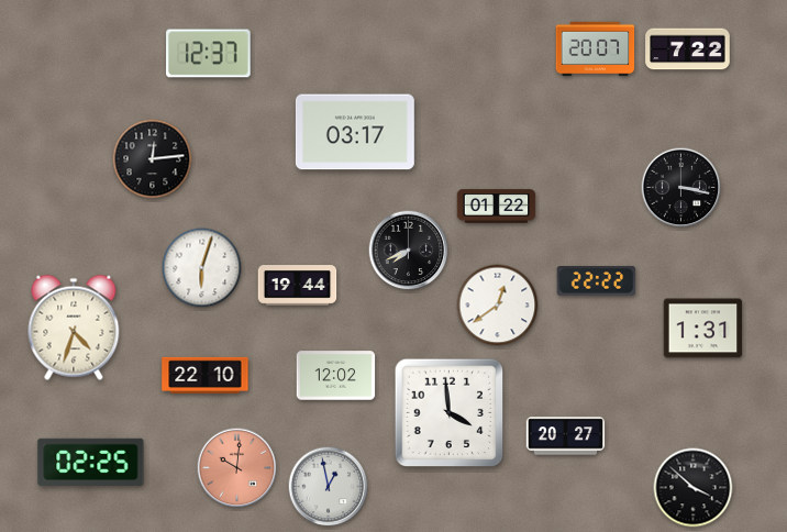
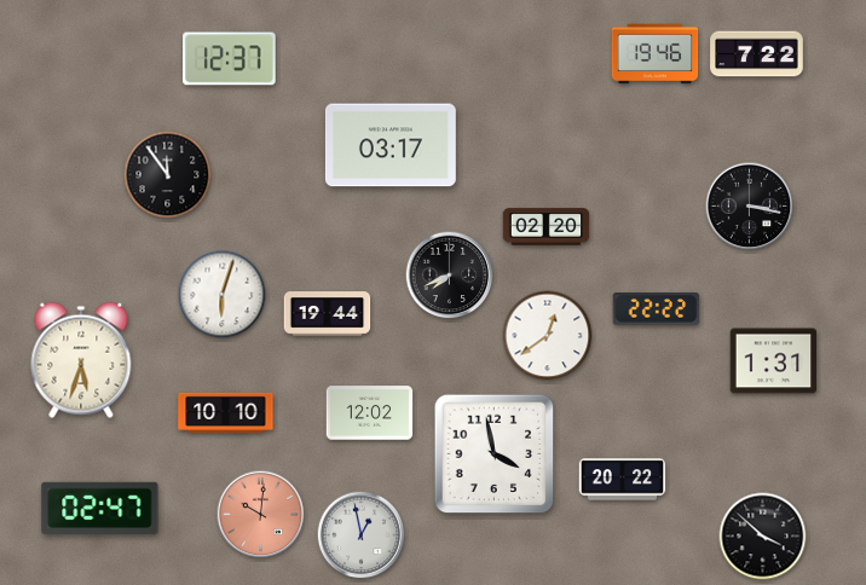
clock at (596, 49): 20:07 -> 19:46
clock at (153, 159): 12:14 -> 11:54
clock at (497, 207): 01:22 -> 02:20
clock at (74, 328): 4:33 -> 5:33
clock at (206, 375): 22:10 -> 10:10
clock at (450, 413): 3:59 -> 3:58
clock at (566, 436): 20:27 -> 20:22
clock at (91, 462): 02:25 -> 02:47
